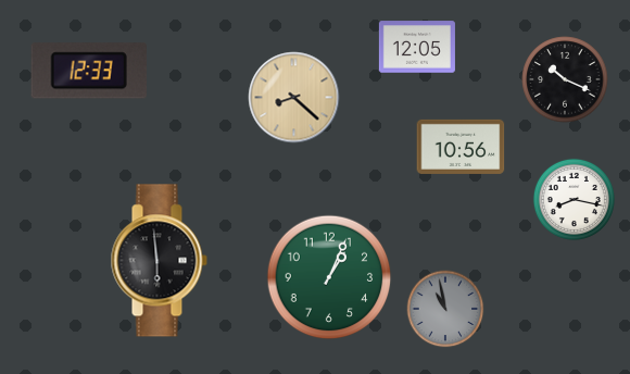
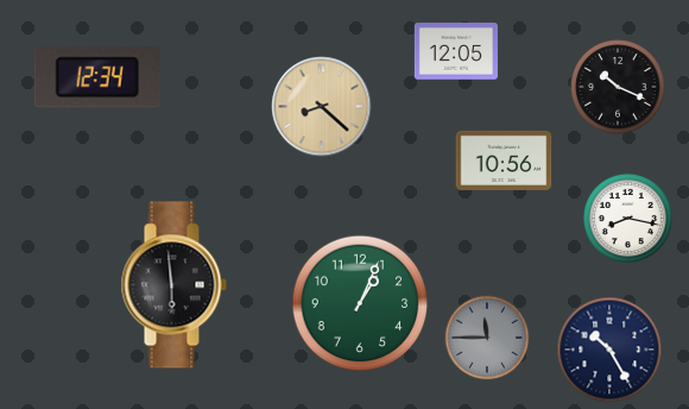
clock at (88, 71): 12:33 -> 12:34
clock at (445, 309): 10:58 -> 11:45
clock at (609, 350): none -> 10:25
